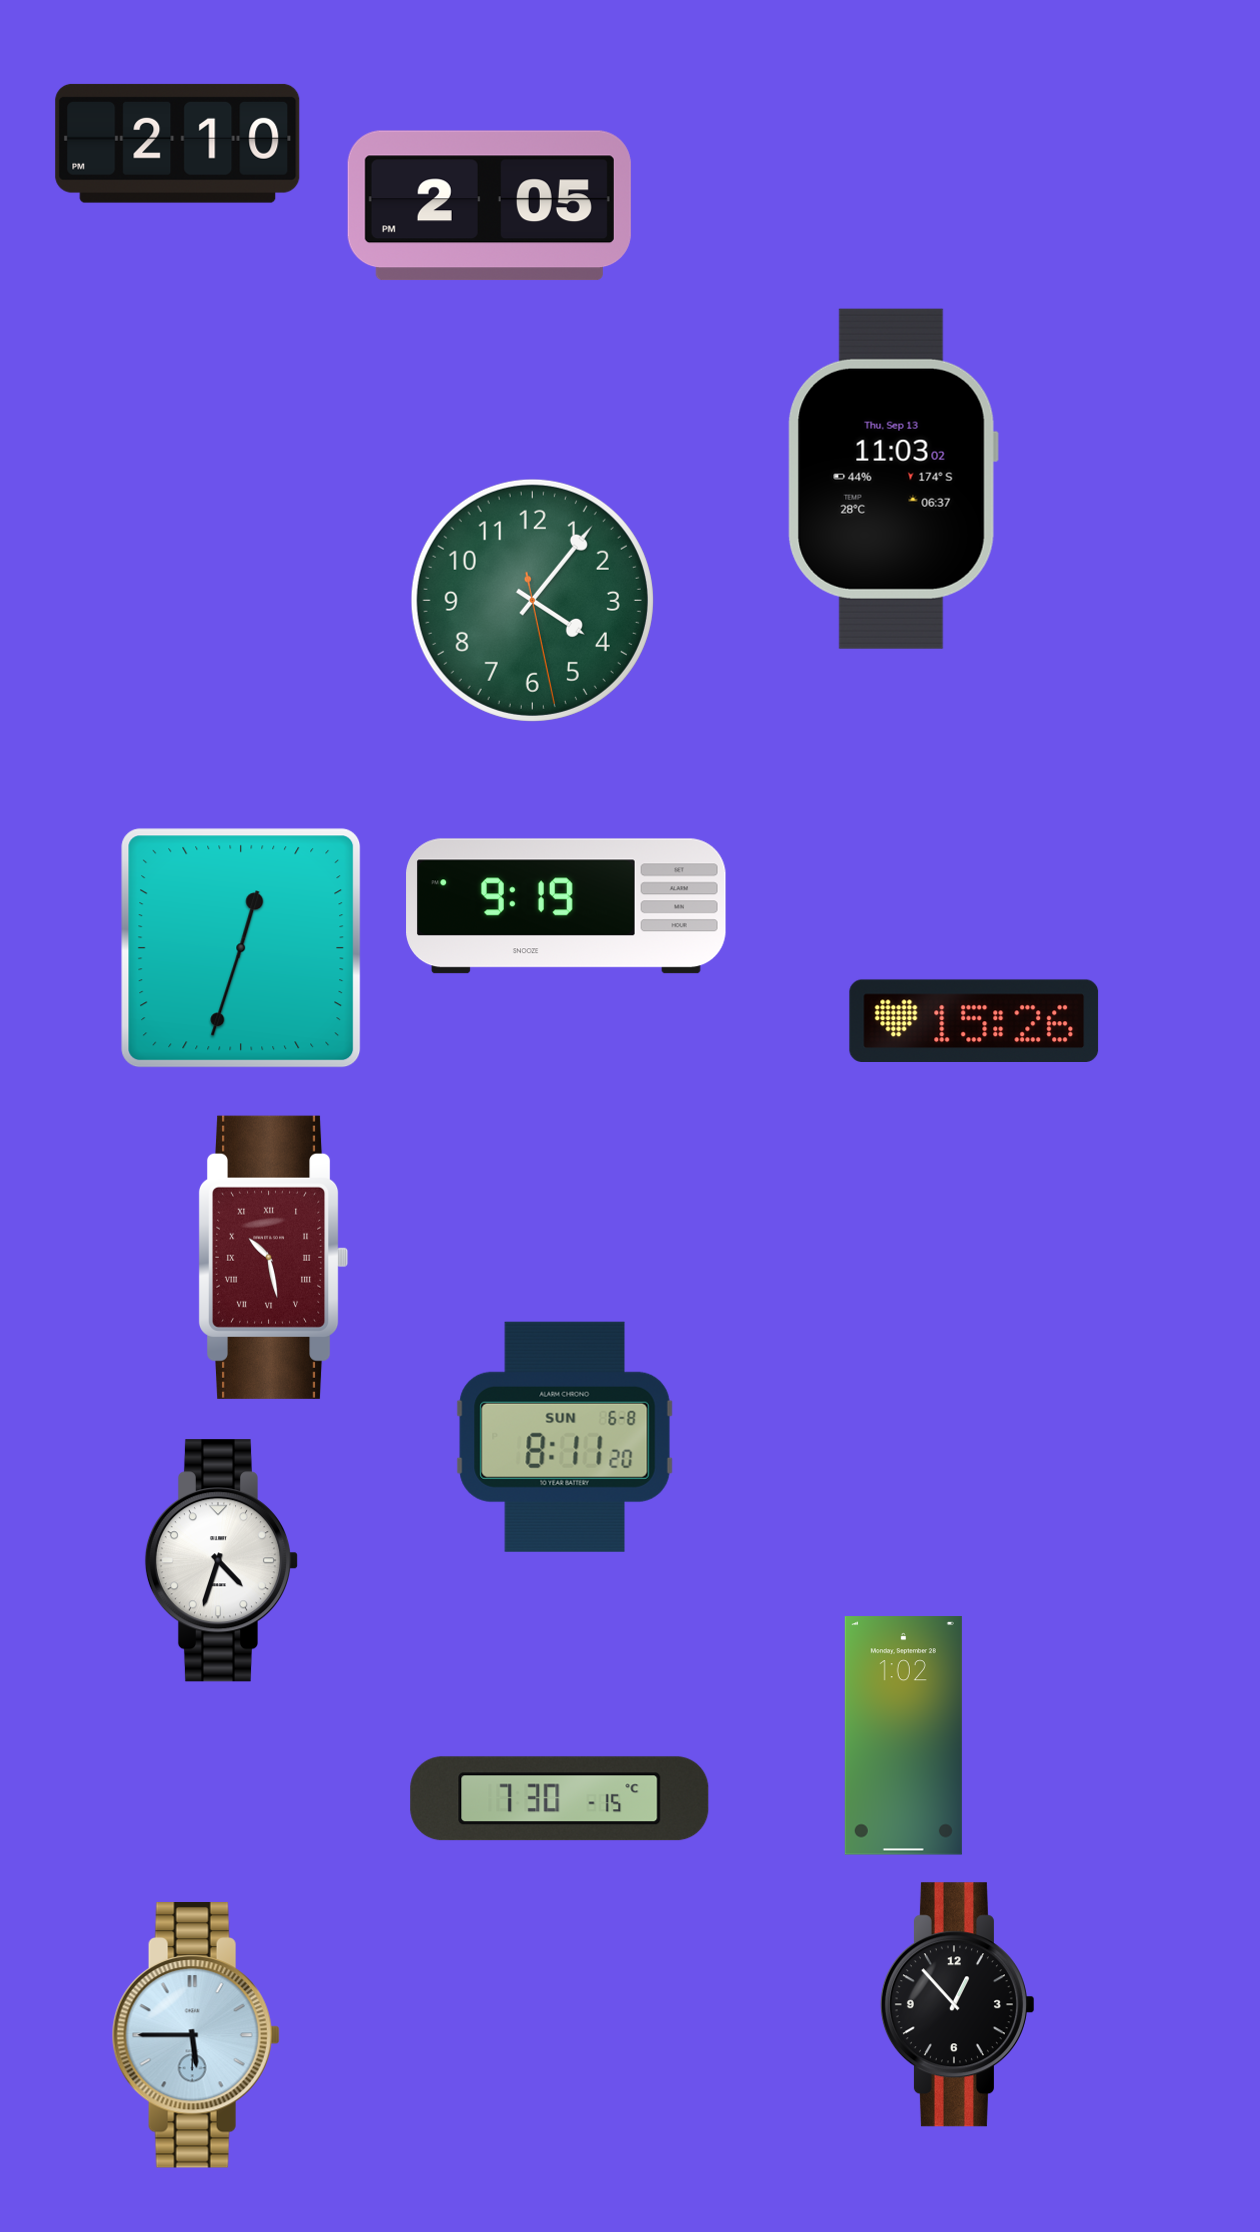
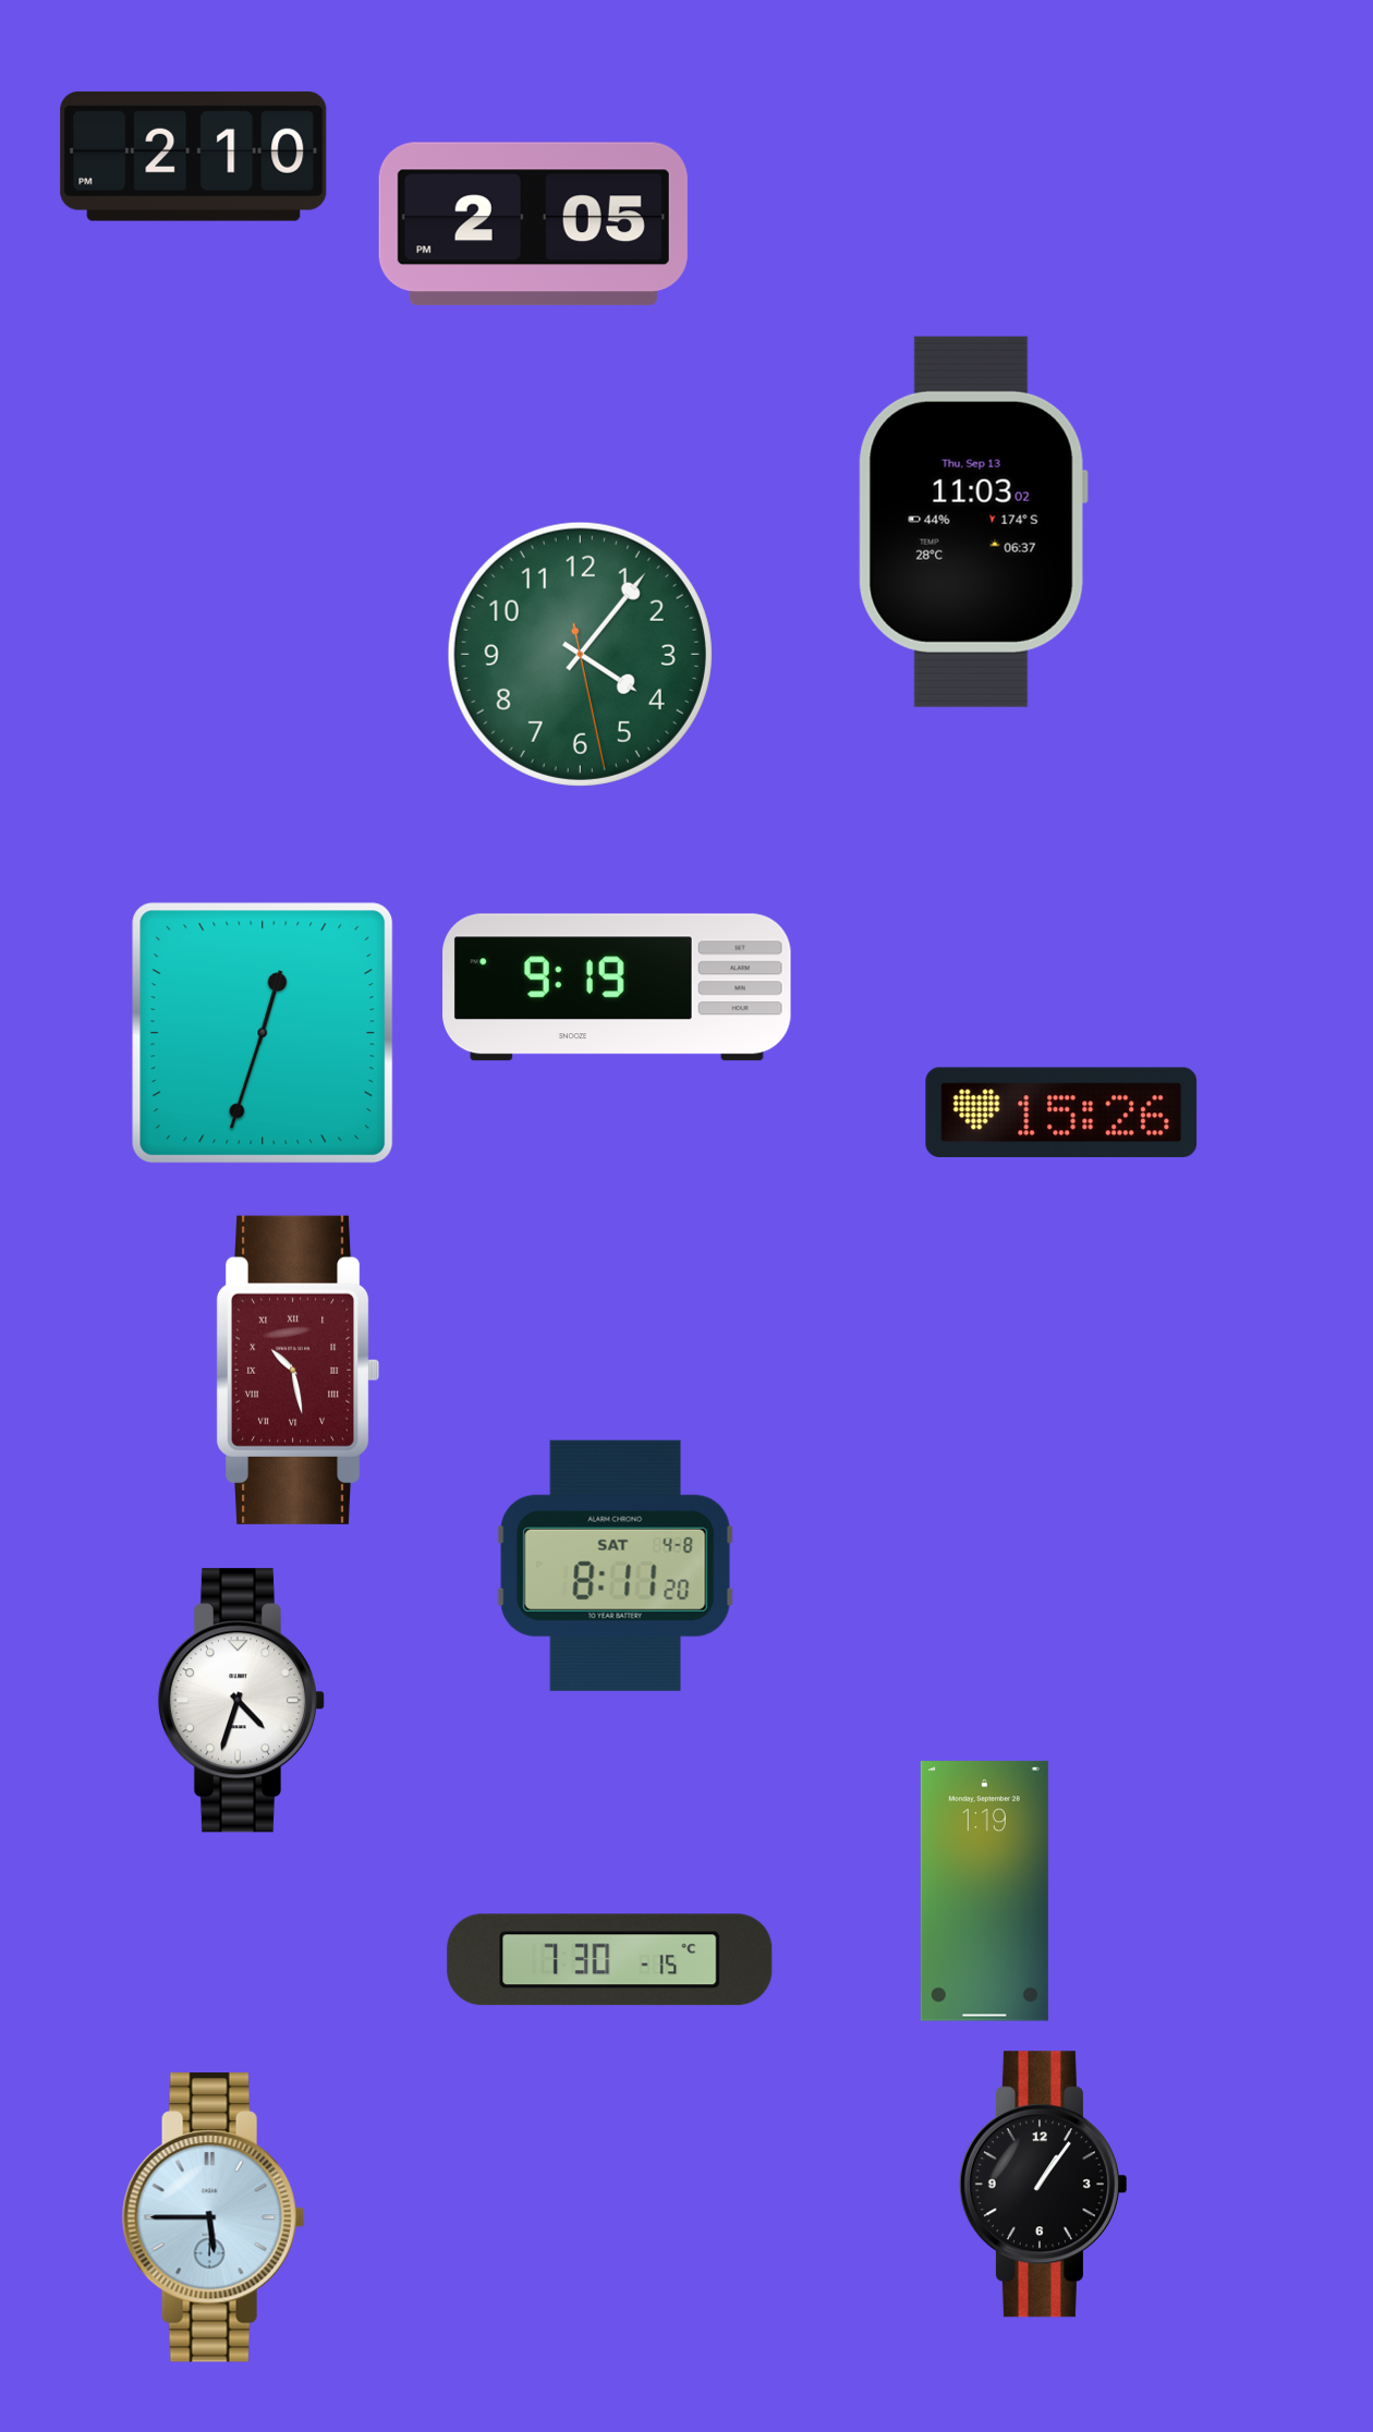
clock at (565, 1437) date: SUN 6-8 -> SAT 4-8
clock at (903, 1736): 1:02 -> 1:19
clock at (957, 2005): 12:53 -> 1:06
